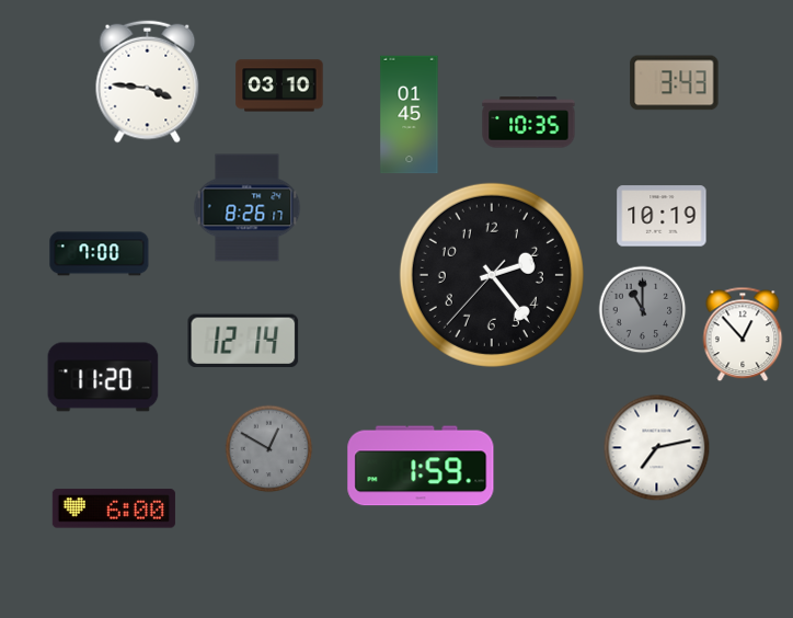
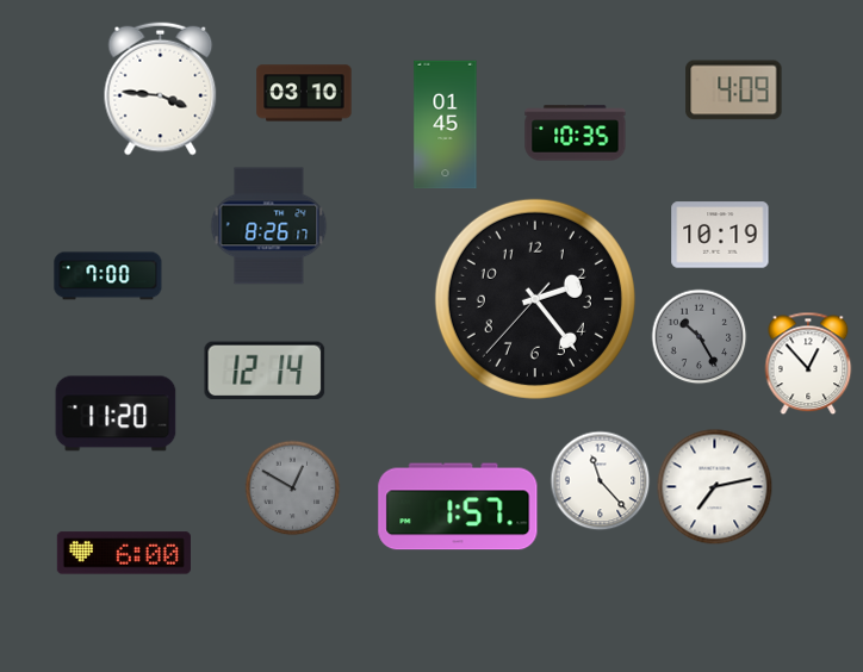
clock at (675, 83): 3:43 -> 4:09
clock at (642, 309): 11:00 -> 10:25
clock at (103, 377) position: (103, 377) -> (116, 413)
clock at (600, 480): none -> 11:23
clock at (421, 466): 1:59 -> 1:57
